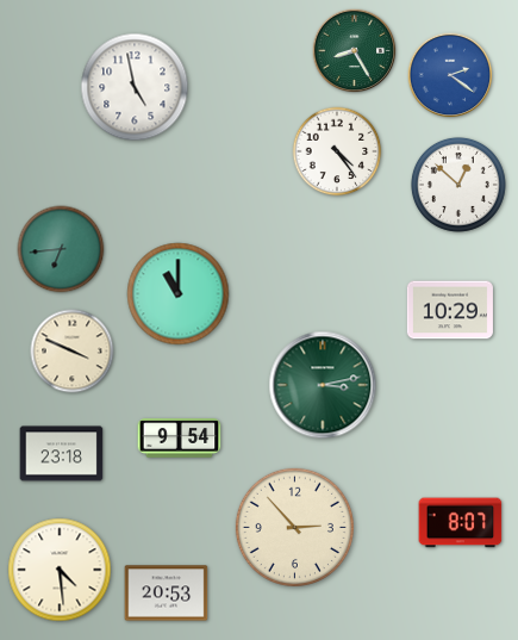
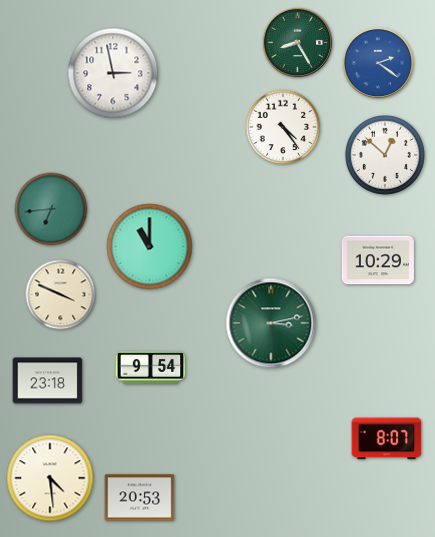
clock at (135, 87): 4:58 -> 2:58
clock at (62, 454) position: (62, 454) -> (48, 381)
clock at (294, 527): 2:53 -> none
